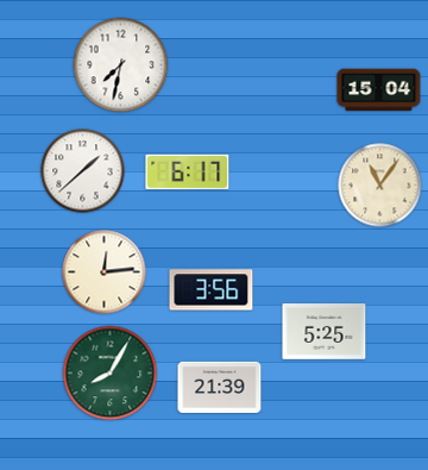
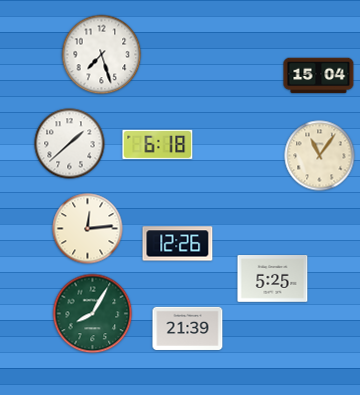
clock at (121, 65): 7:32 -> 7:27
clock at (188, 173): 6:17 -> 6:18
clock at (212, 290): 3:56 -> 12:26
clock at (220, 387) position: (220, 387) -> (188, 328)
